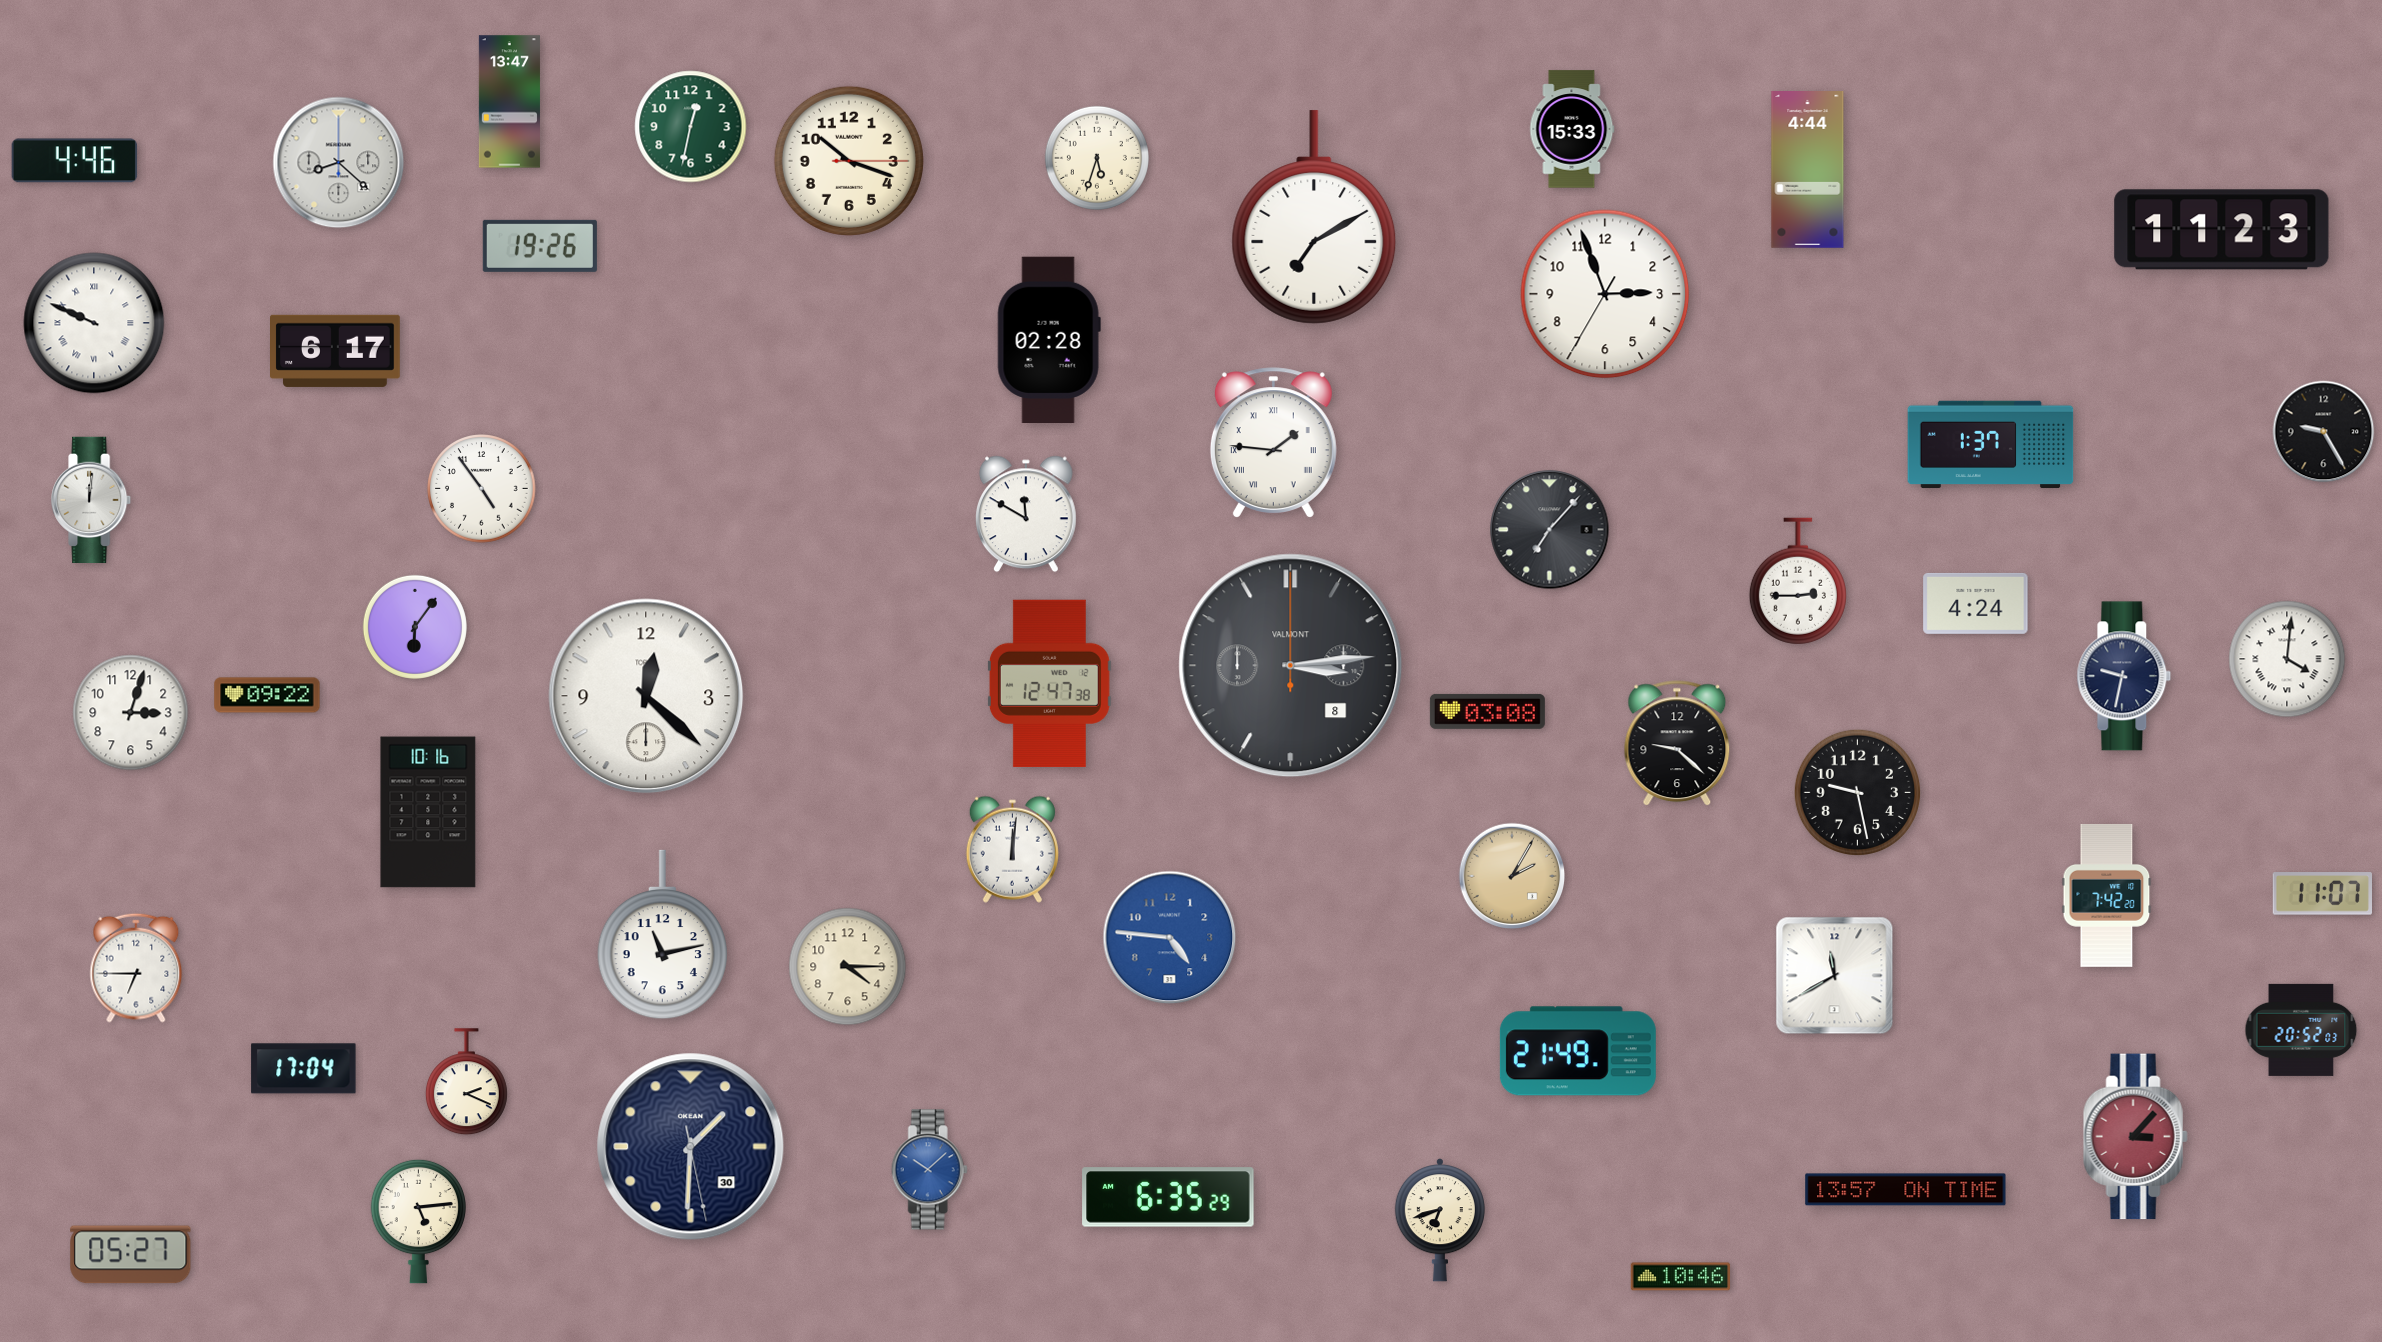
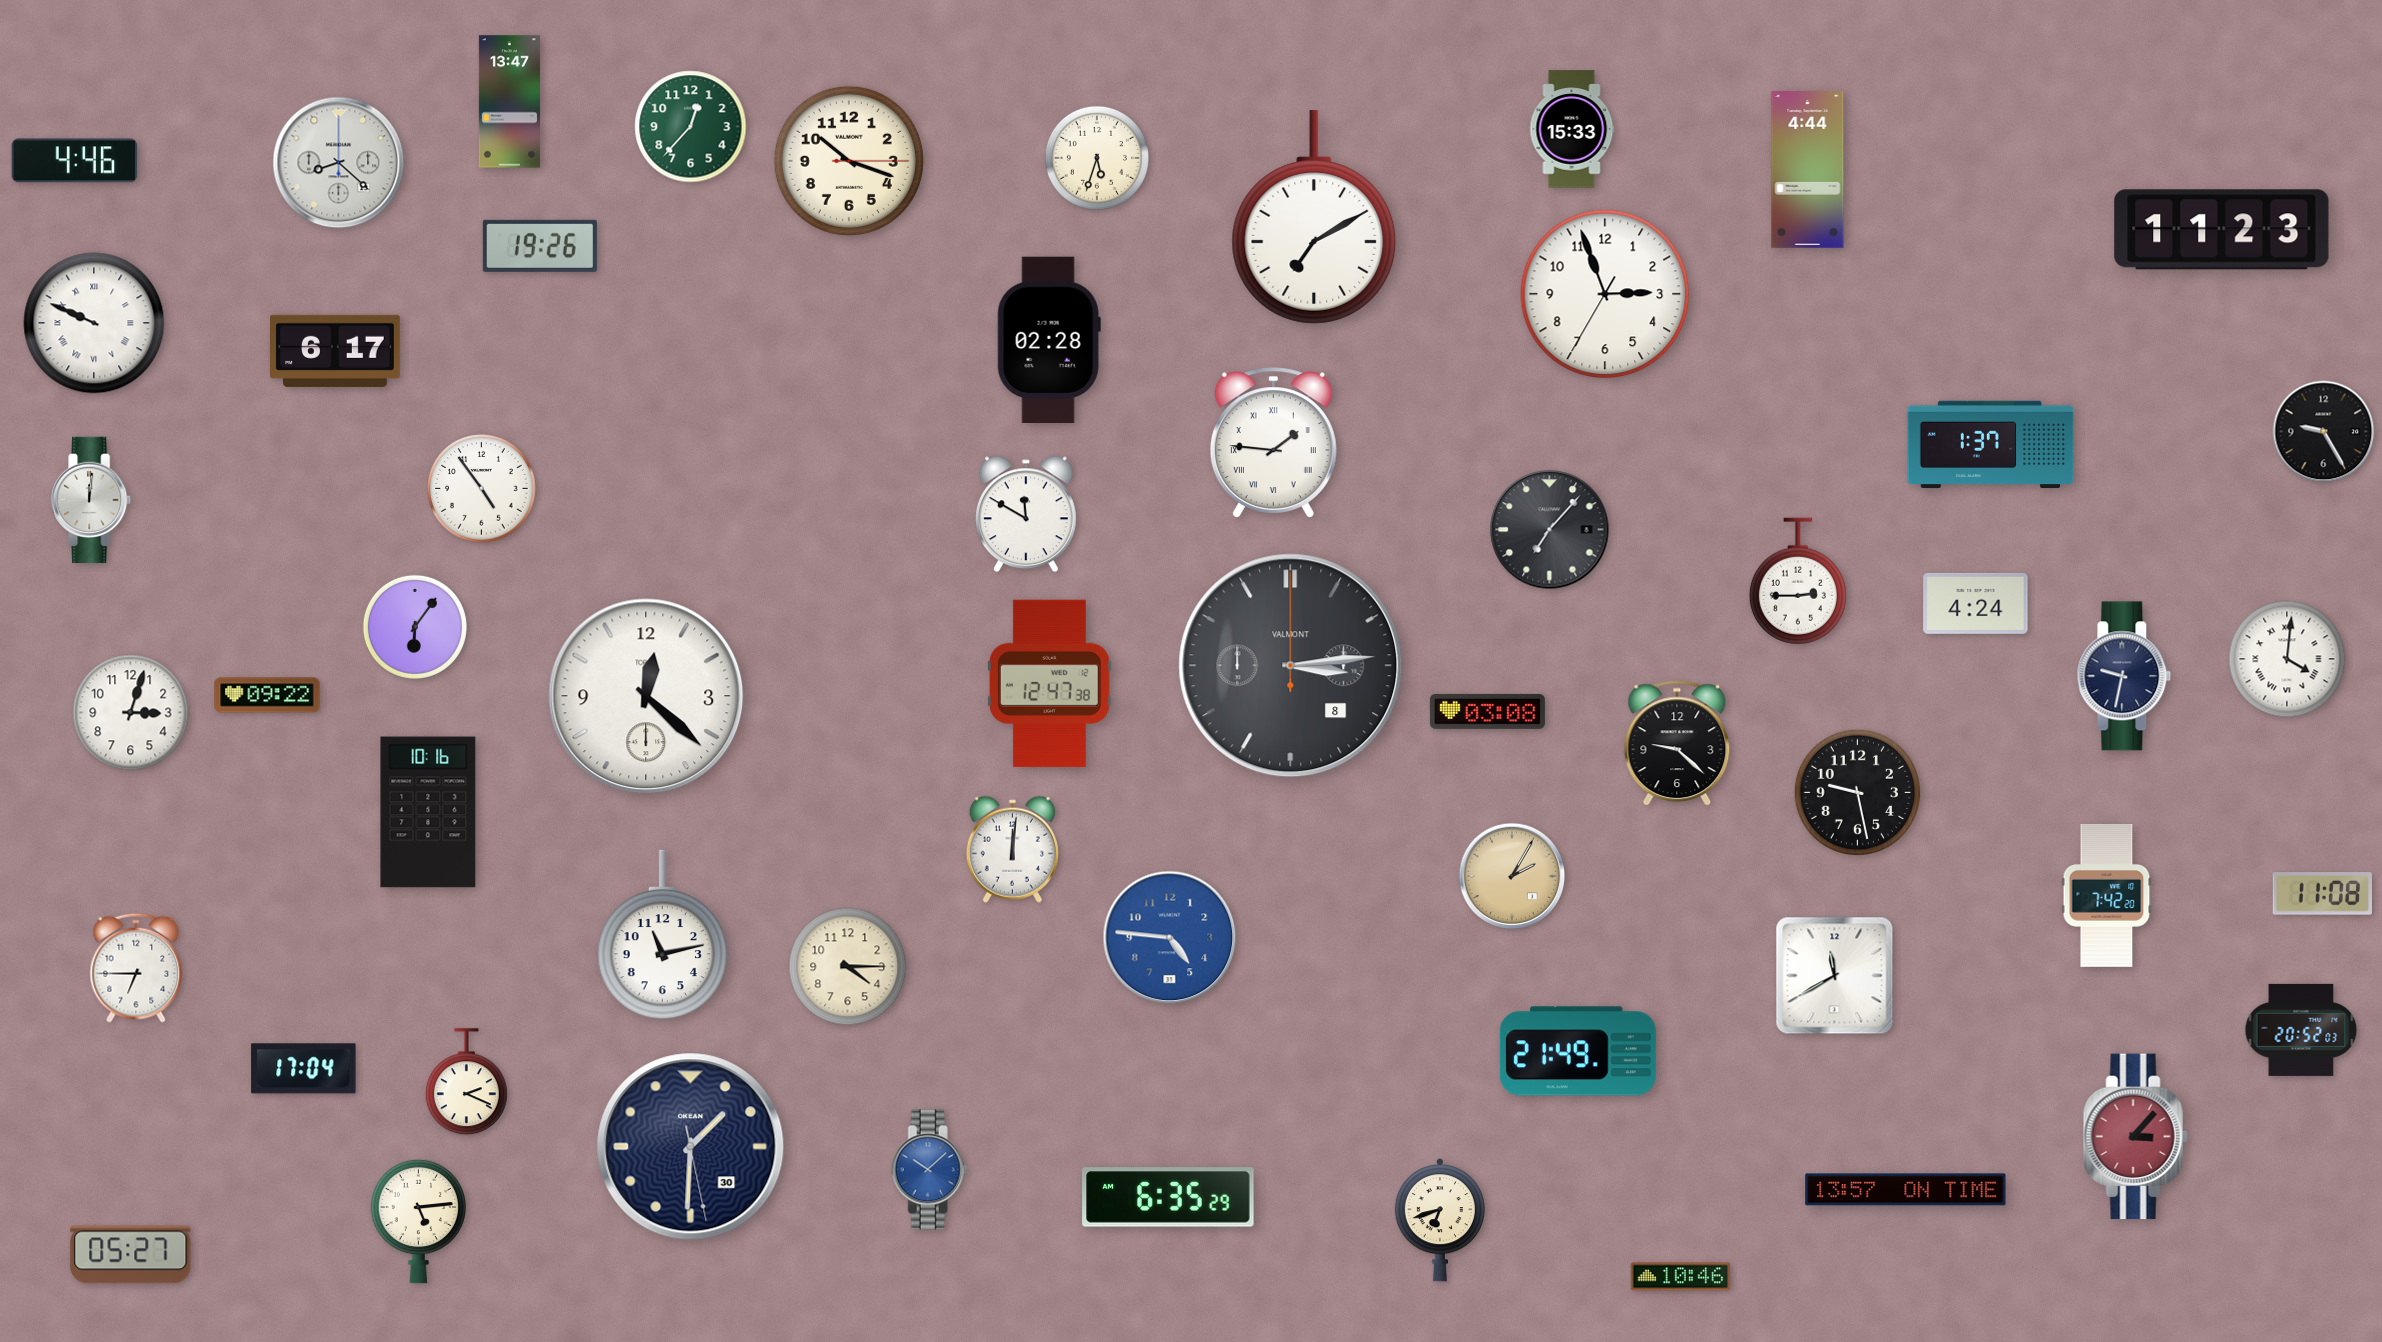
clock at (691, 127): 12:32 -> 12:37
clock at (2322, 894): 11:07 -> 11:08
